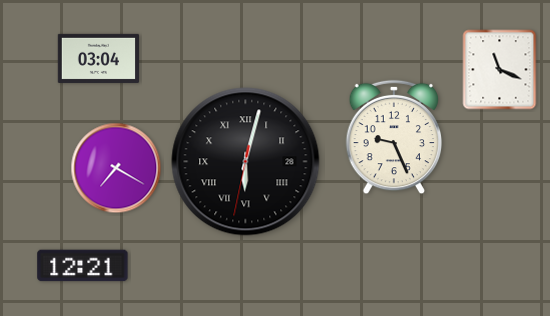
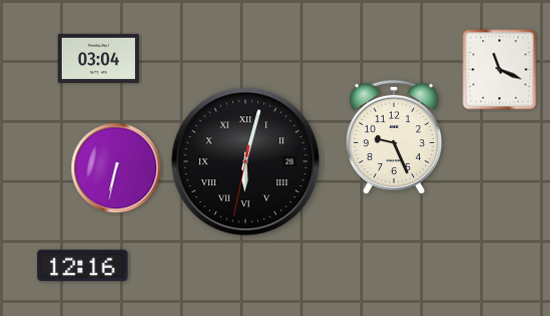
clock at (116, 168): 7:20 -> 6:32
clock at (83, 266): 12:21 -> 12:16
